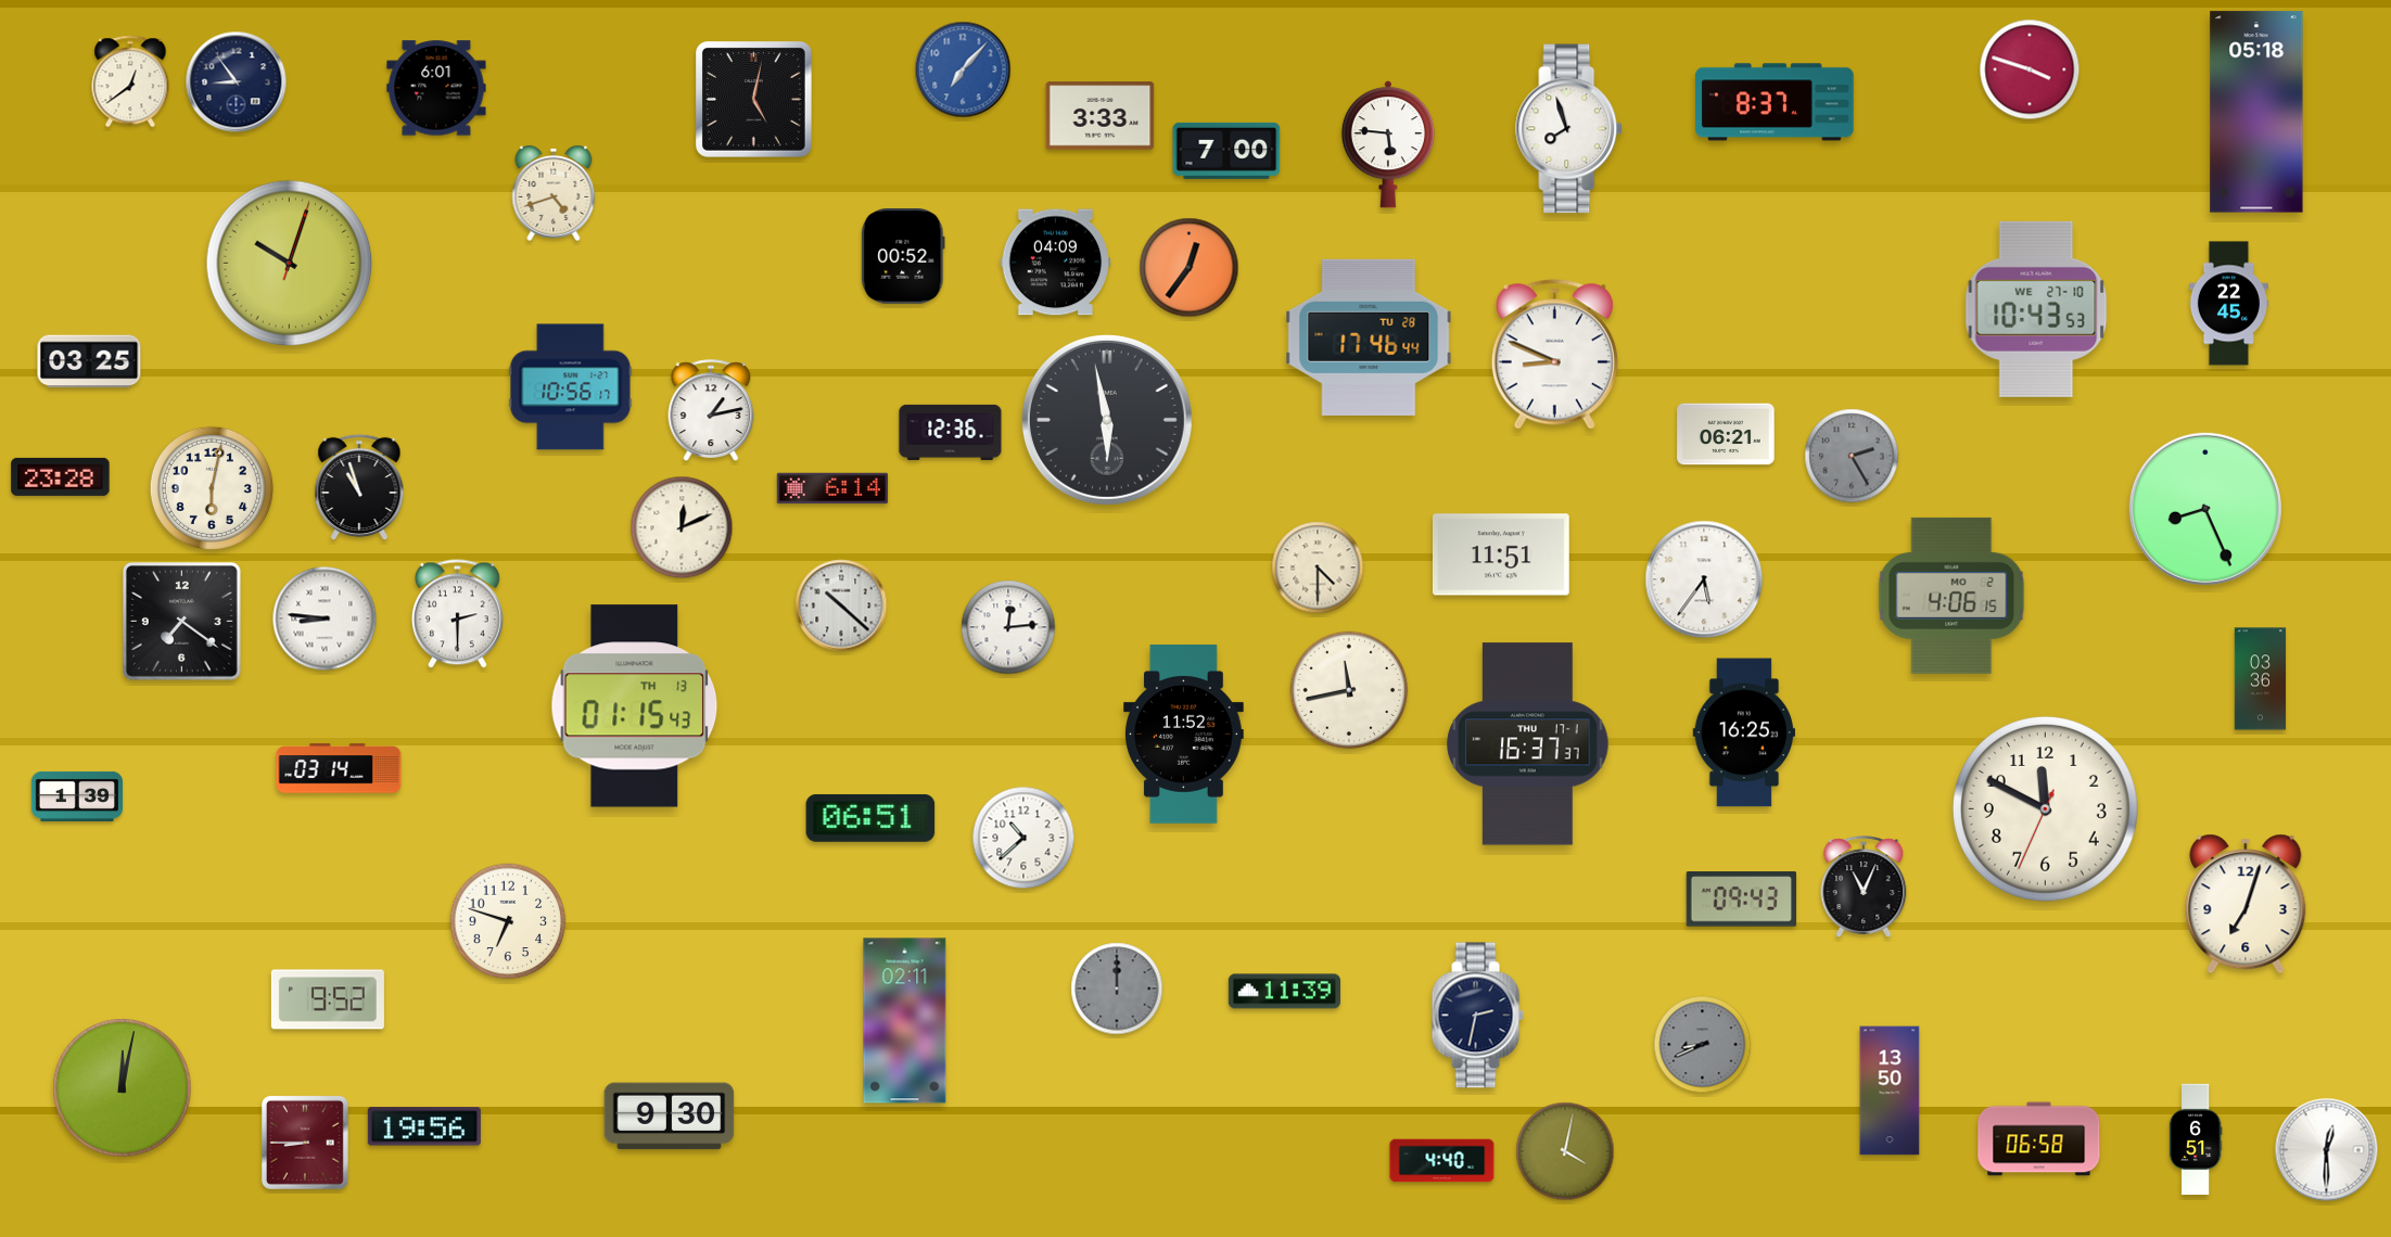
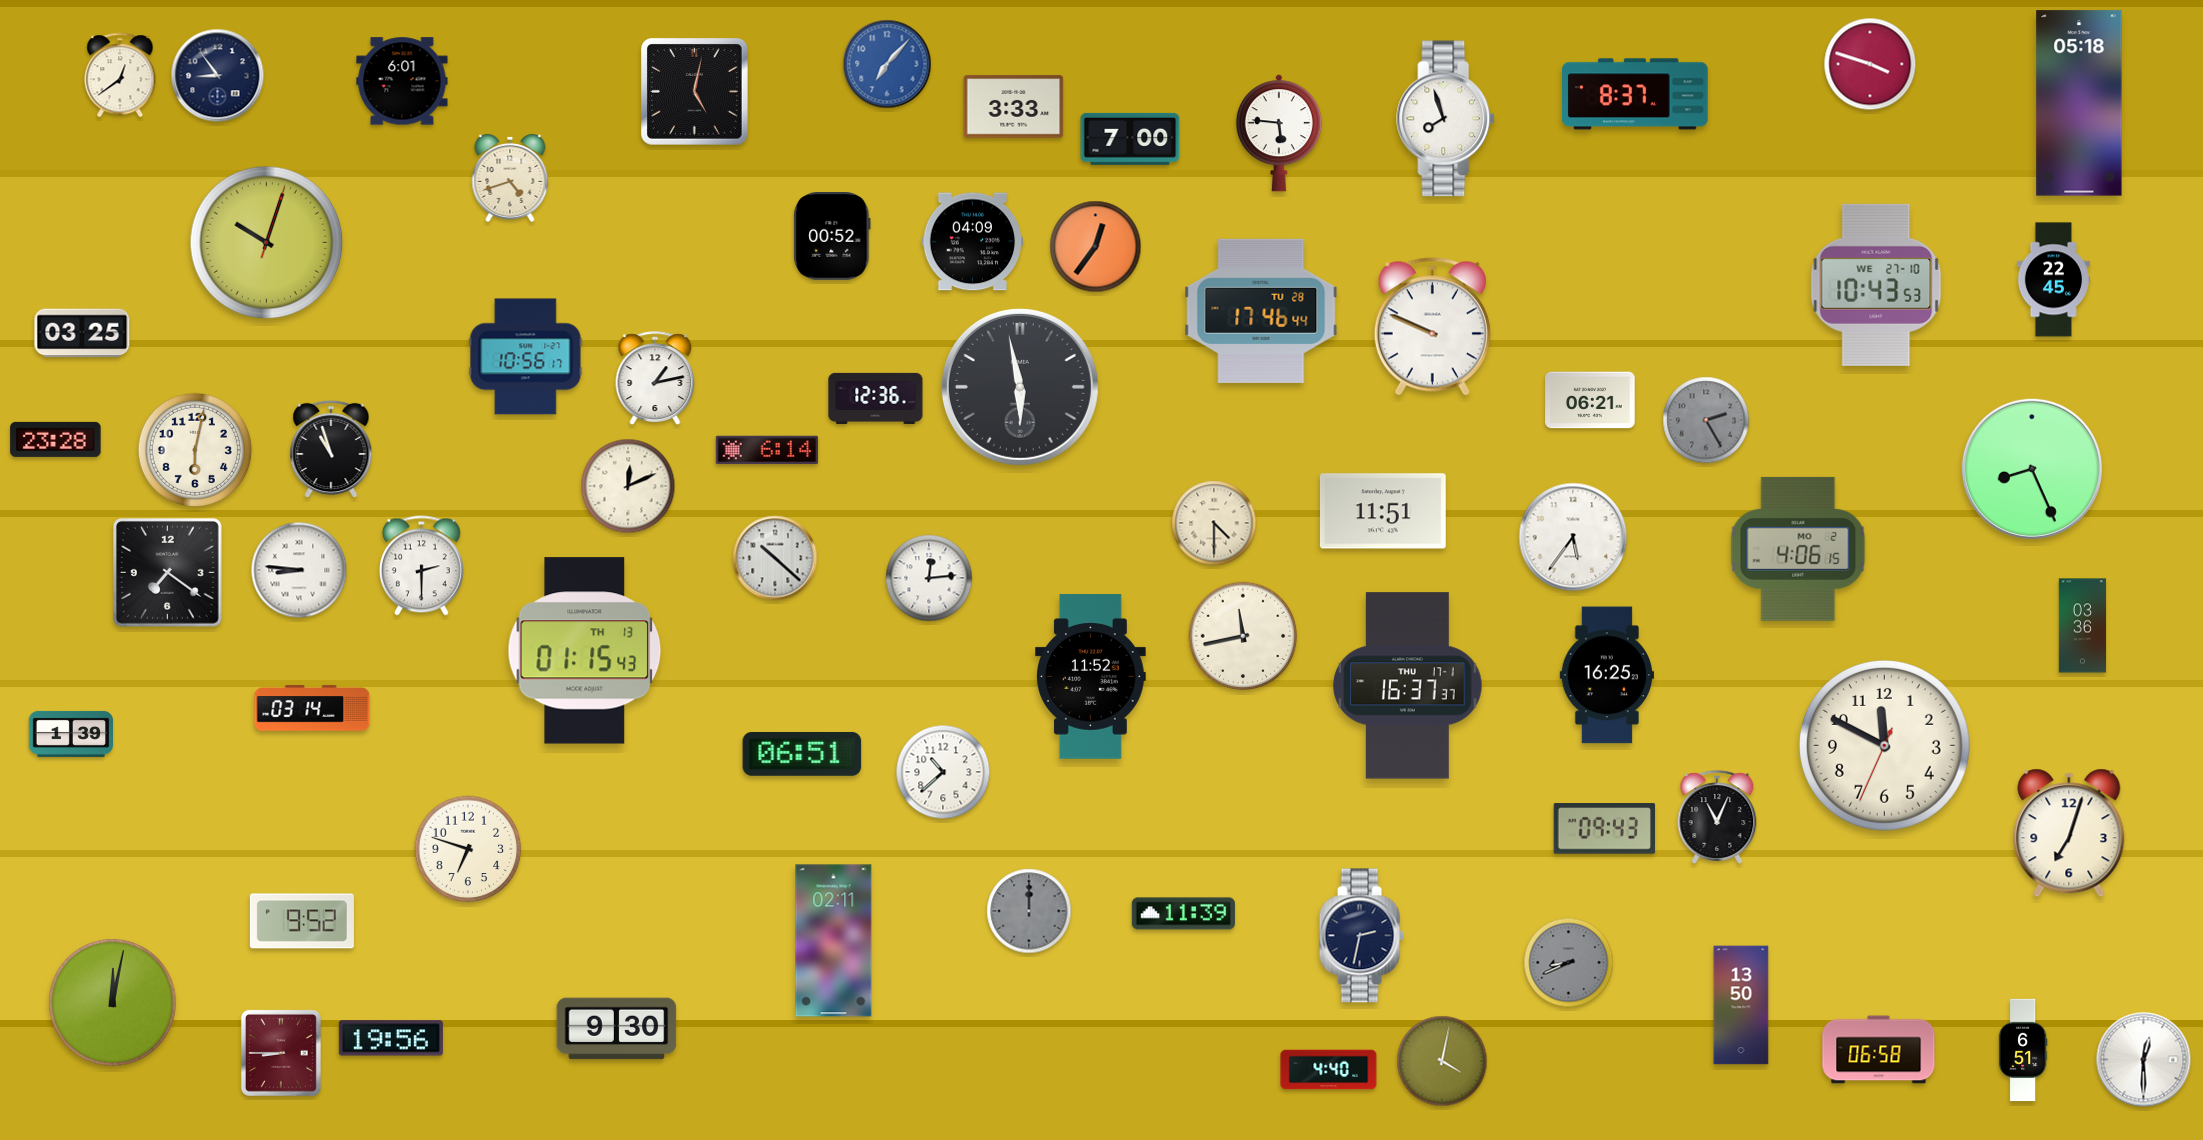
clock at (1554, 355): 8:49 -> 9:49
clock at (1704, 579) position: (1704, 579) -> (1573, 537)
